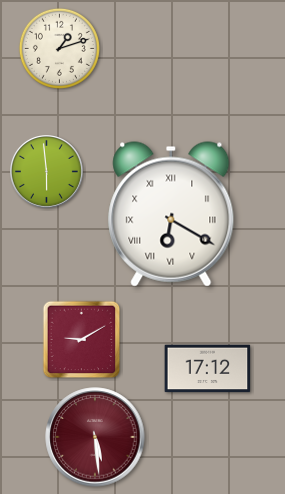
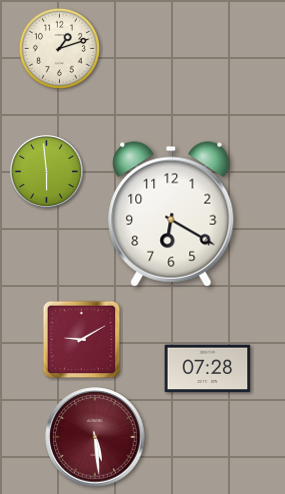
clock at (171, 214) numerals: Roman -> Arabic
clock at (208, 369): 17:12 -> 07:28
